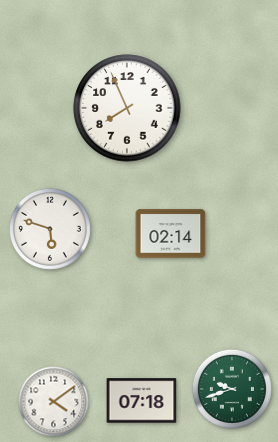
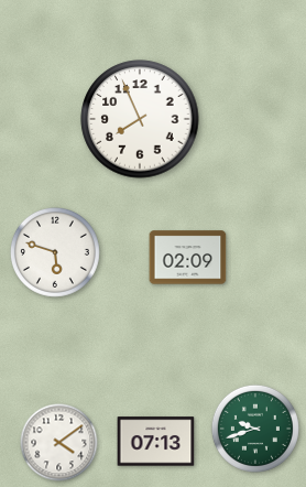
clock at (171, 234): 02:14 -> 02:09
clock at (142, 401): 07:18 -> 07:13
